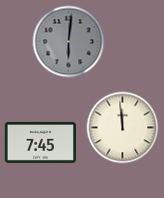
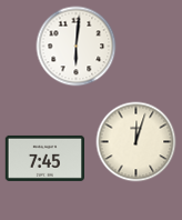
clock at (69, 42) dial: grey -> white
clock at (123, 128): 11:59 -> 12:03
